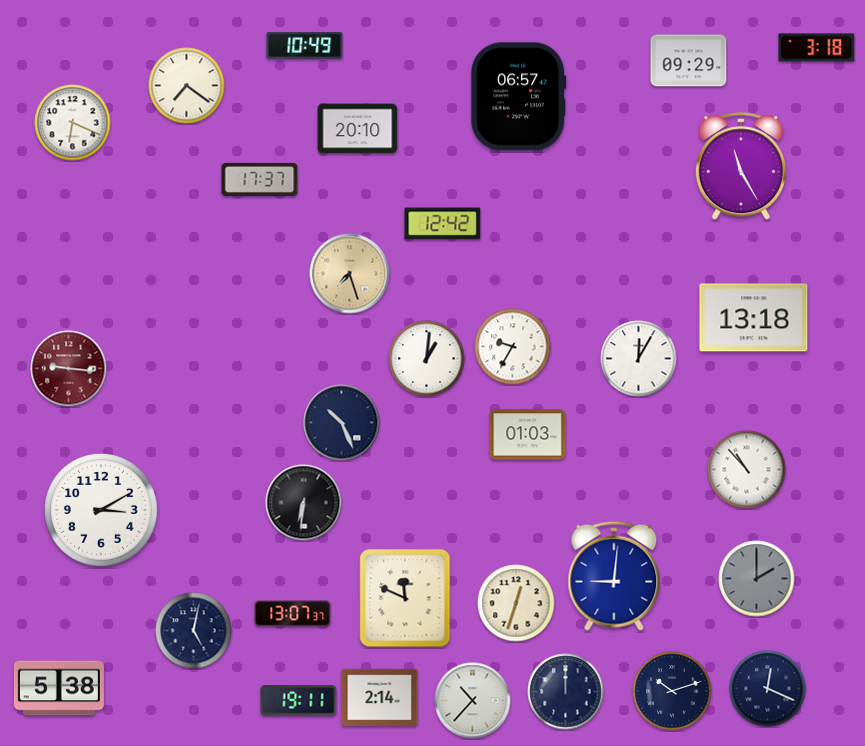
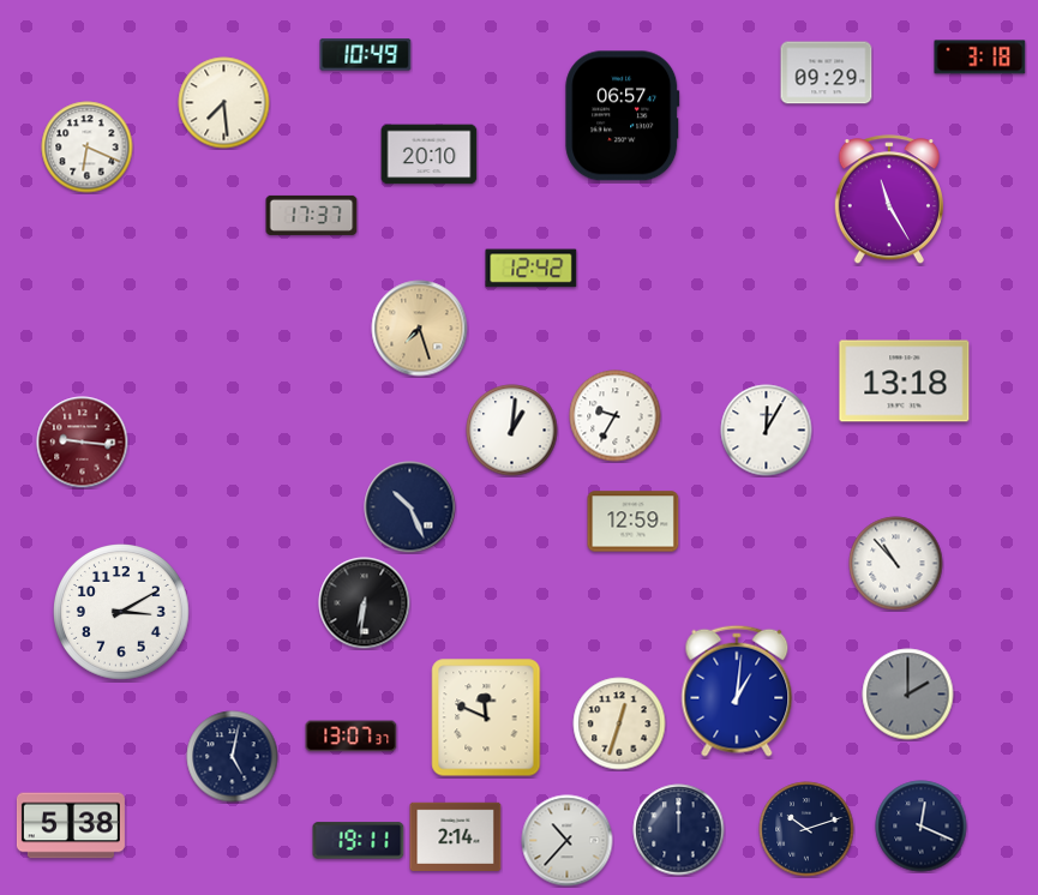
clock at (187, 86): 7:21 -> 7:29
clock at (528, 435): 01:03 -> 12:59
clock at (614, 576): 9:01 -> 1:01
